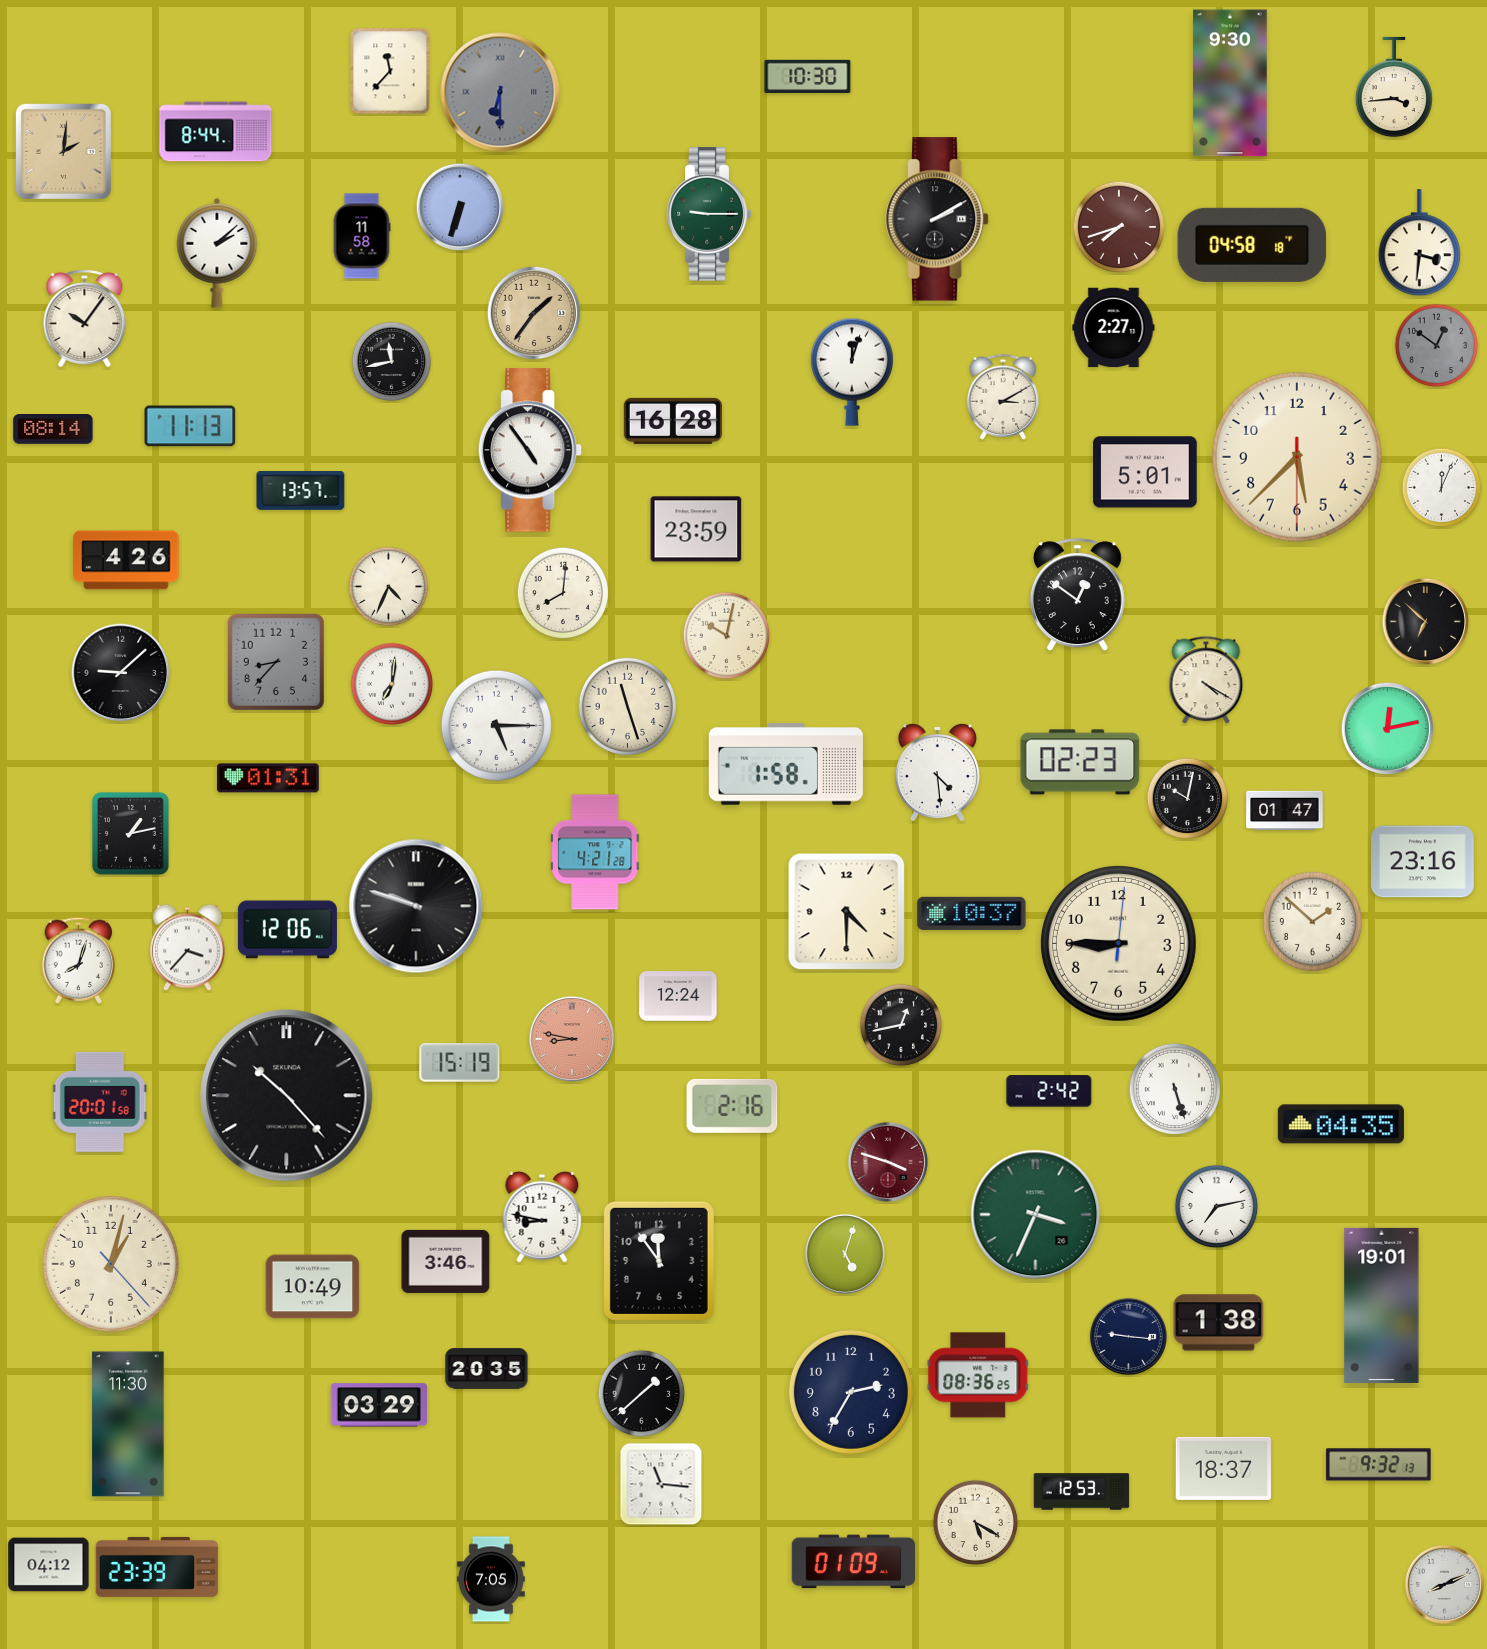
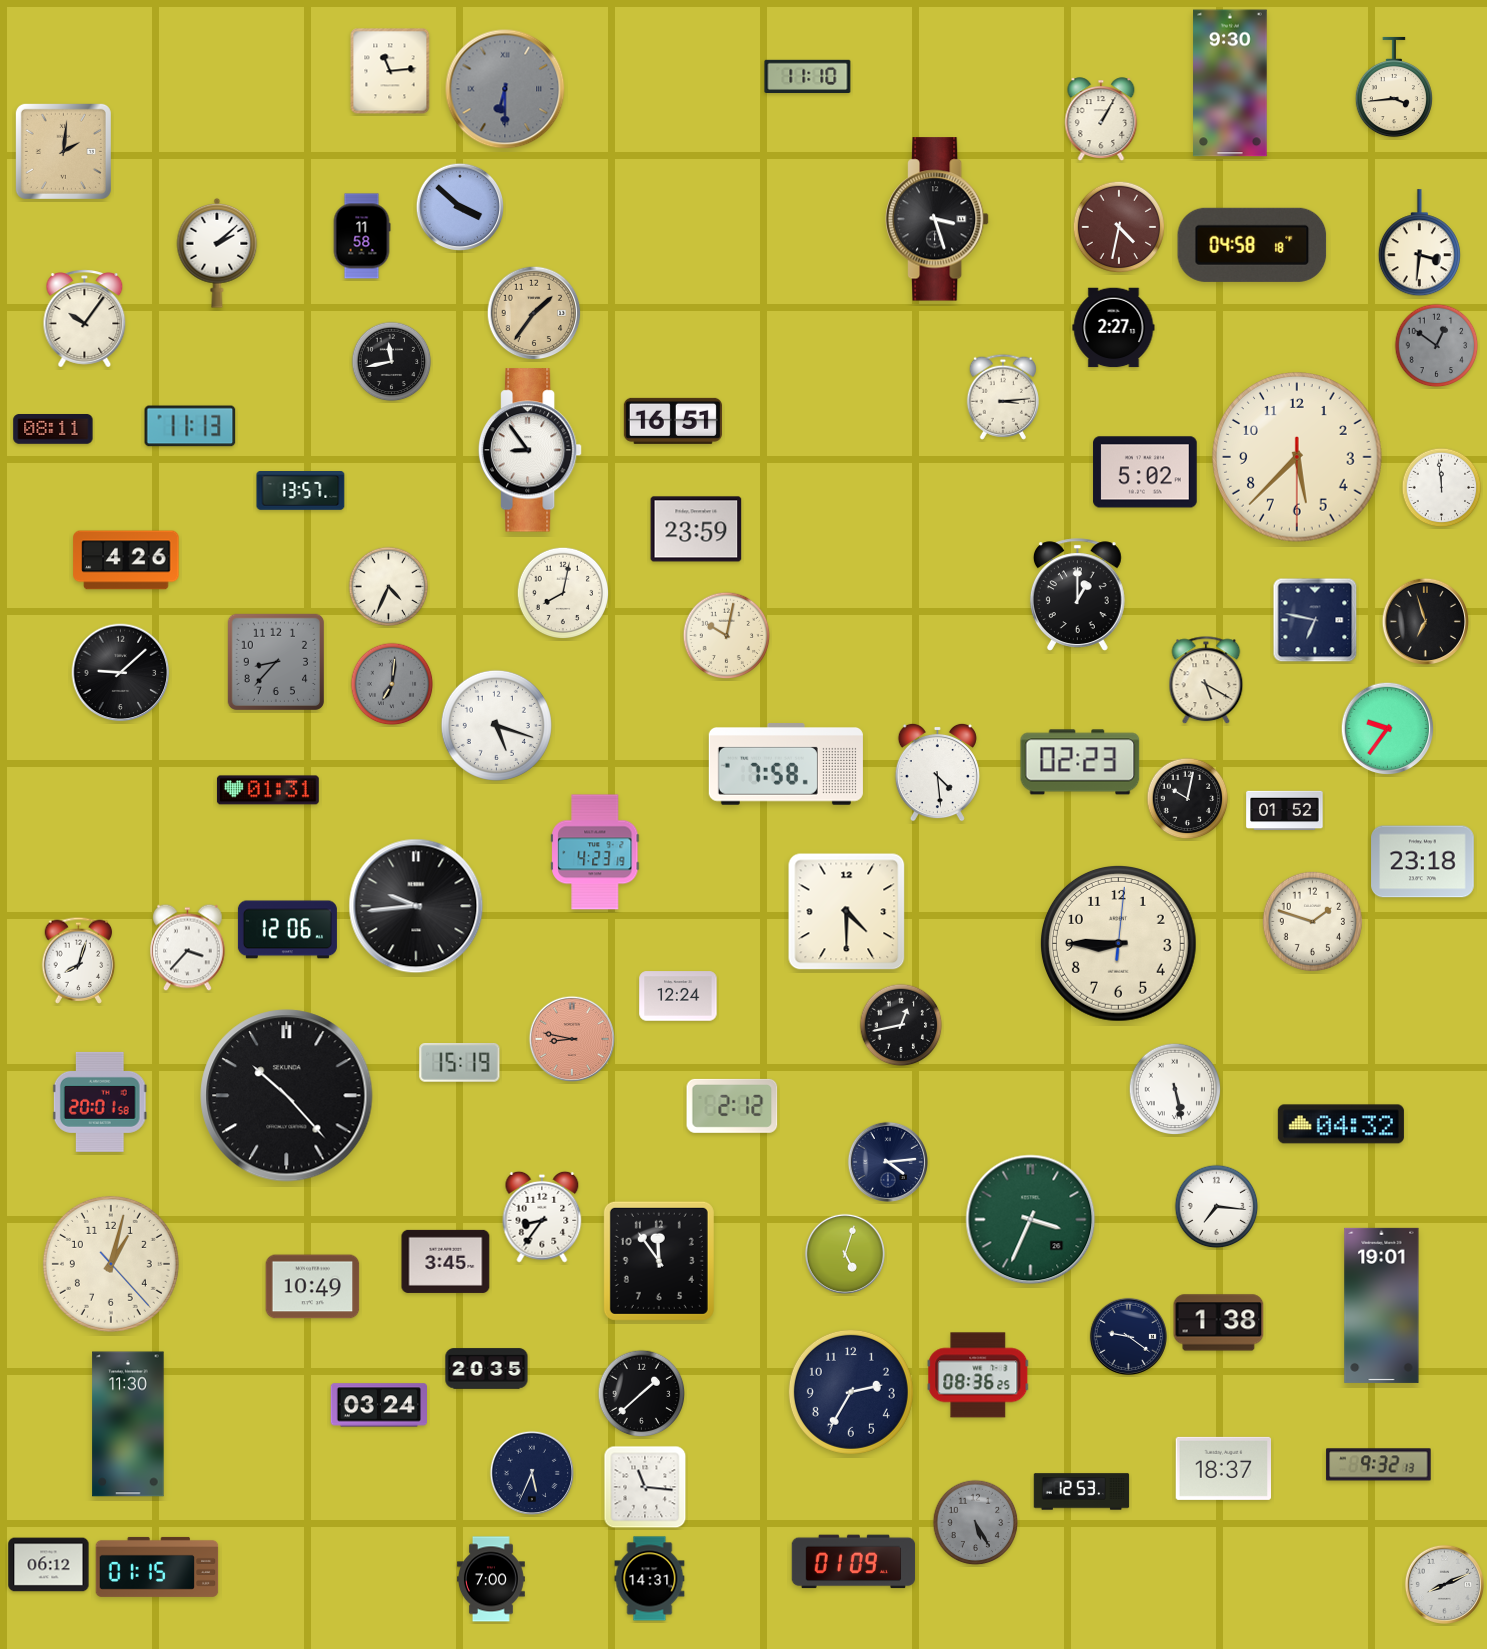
clock at (390, 71): 11:37 -> 11:14
clock at (808, 76): 10:30 -> 11:10
clock at (500, 92) position: (500, 92) -> (505, 89)
clock at (1101, 120): none -> 1:05
clock at (216, 132): 8:44 -> none
clock at (460, 207): 6:33 -> 3:52
clock at (709, 214): 9:15 -> none
clock at (937, 219): 2:10 -> 3:27
clock at (1119, 227): 7:42 -> 4:32
clock at (852, 372): 12:03 -> none
clock at (1003, 397): 3:10 -> 3:14
clock at (673, 421): 16:28 -> 16:51
clock at (53, 430): 08:14 -> 08:11
clock at (530, 450): 4:54 -> 8:54
clock at (1145, 472): 5:01 -> 5:02
clock at (1442, 488): 12:04 -> 11:59
clock at (563, 593): 8:01 -> 8:02
clock at (1077, 595): 12:51 -> 1:00
clock at (1315, 620): none -> 6:47
clock at (1425, 621): 6:52 -> 6:57
clock at (1206, 681): 4:20 -> 5:20
clock at (392, 684) dial: white -> grey
clock at (627, 706): 11:27 -> none
clock at (496, 725): 5:15 -> 5:18
clock at (1388, 729): 12:13 -> 9:36
clock at (786, 765): 1:58 -> 7:58
clock at (268, 778) position: (268, 778) -> (268, 790)
clock at (1285, 811): 01:47 -> 01:52
clock at (131, 834): 1:13 -> none
clock at (595, 852): 4:21 -> 4:23
clock at (1423, 862): 23:16 -> 23:18
clock at (416, 906): 9:48 -> 9:44
clock at (972, 913): 10:37 -> none
clock at (1312, 921): 1:52 -> 1:48
clock at (1175, 1089): 5:27 -> 5:28
clock at (1049, 1091): 2:42 -> none
clock at (732, 1106): 2:16 -> 2:12
clock at (1341, 1124): 04:35 -> 04:32
clock at (888, 1162): 3:48 -> 4:14
clock at (888, 1162) dial: burgundy -> navy
clock at (1217, 1207): 7:13 -> 7:16
clock at (1036, 1215) position: (1036, 1215) -> (1031, 1220)
clock at (542, 1217): 8:47 -> 8:36
clock at (446, 1261): 3:46 -> 3:45
clock at (1128, 1336): 9:16 -> 9:21
clock at (378, 1405): 03:29 -> 03:24
clock at (531, 1472): none -> 5:34
clock at (661, 1484) position: (661, 1484) -> (645, 1487)
clock at (976, 1523): 5:20 -> 5:25
clock at (976, 1523) dial: cream -> grey
clock at (49, 1565): 04:12 -> 06:12
clock at (157, 1567): 23:39 -> 01:15
clock at (491, 1579): 7:05 -> 7:00
clock at (650, 1579): none -> 14:31
